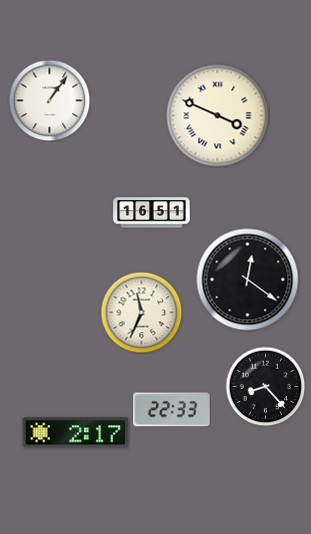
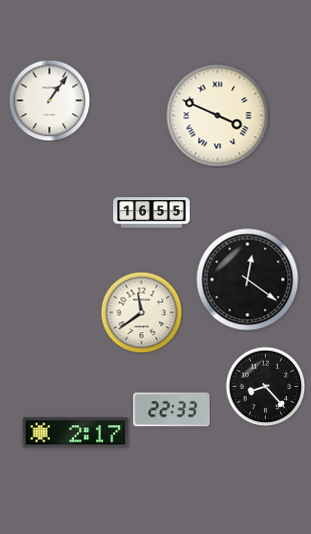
clock at (152, 213): 16:51 -> 16:55
clock at (141, 312): 11:34 -> 11:39
